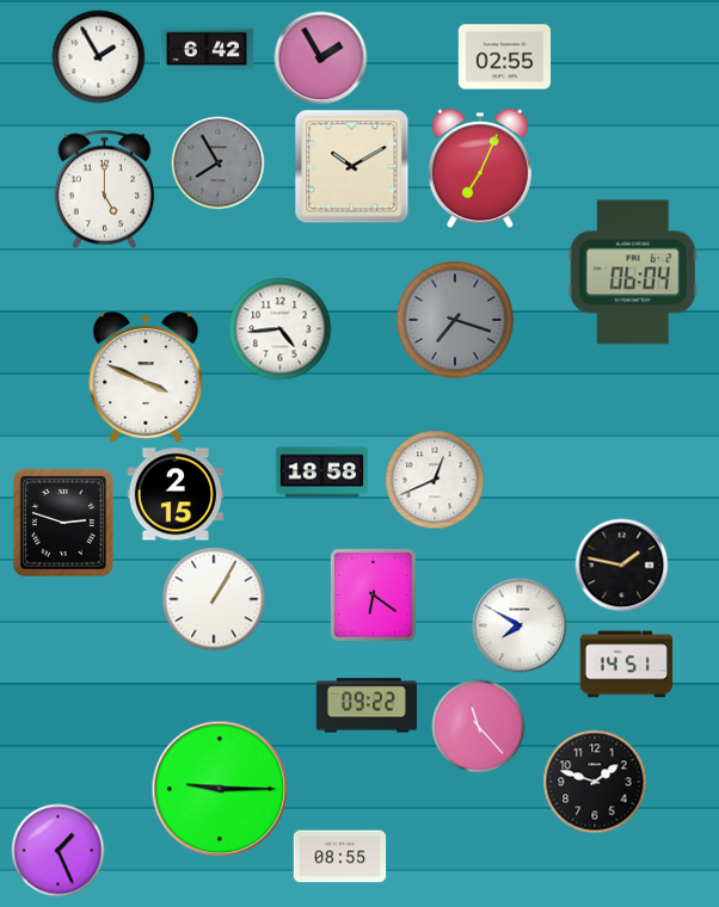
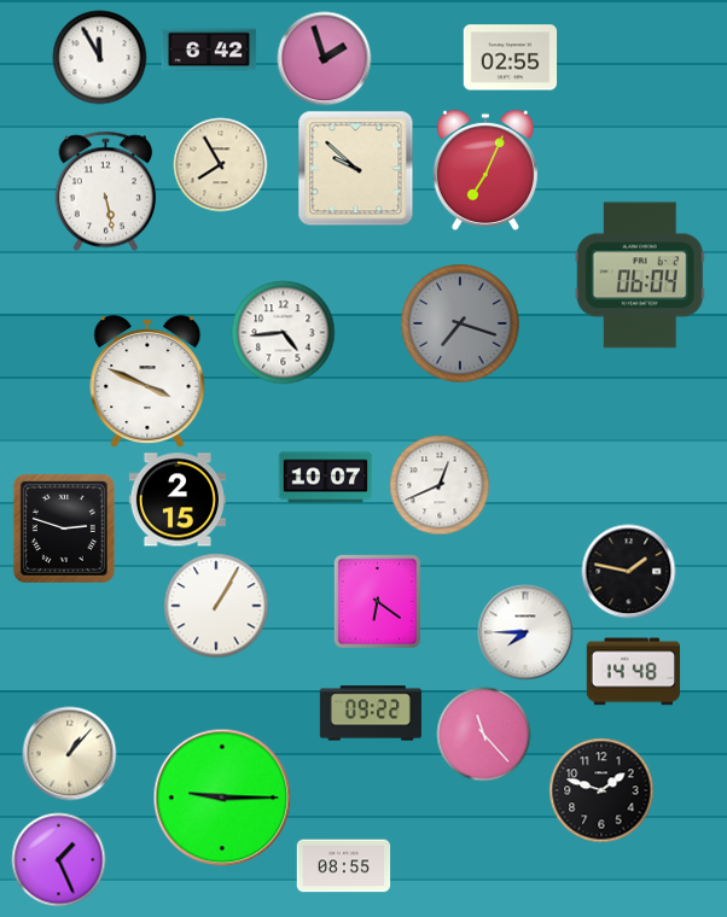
clock at (98, 56): 1:55 -> 11:55
clock at (320, 57): 1:55 -> 1:57
clock at (217, 162) dial: grey -> cream
clock at (351, 166): 10:10 -> 9:52
clock at (105, 189): 5:00 -> 5:28
clock at (321, 473): 18:58 -> 10:07
clock at (520, 625): 7:50 -> 7:45
clock at (626, 665): 14:51 -> 14:48
clock at (69, 753): none -> 1:07
